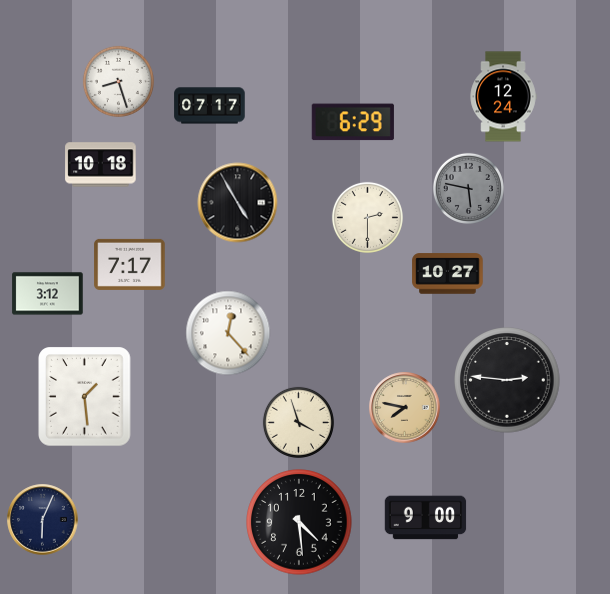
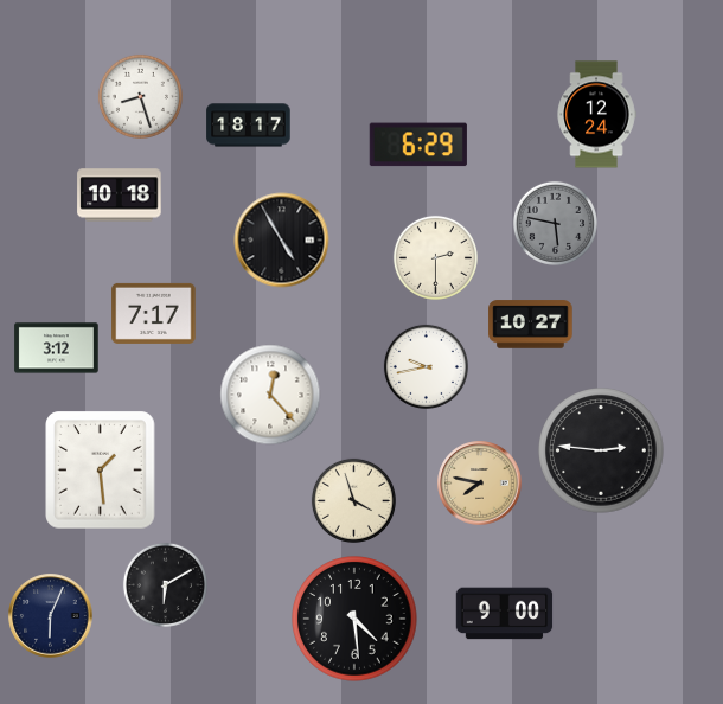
clock at (210, 106): 07:17 -> 18:17
clock at (426, 366): none -> 9:43
clock at (165, 584): none -> 6:10
